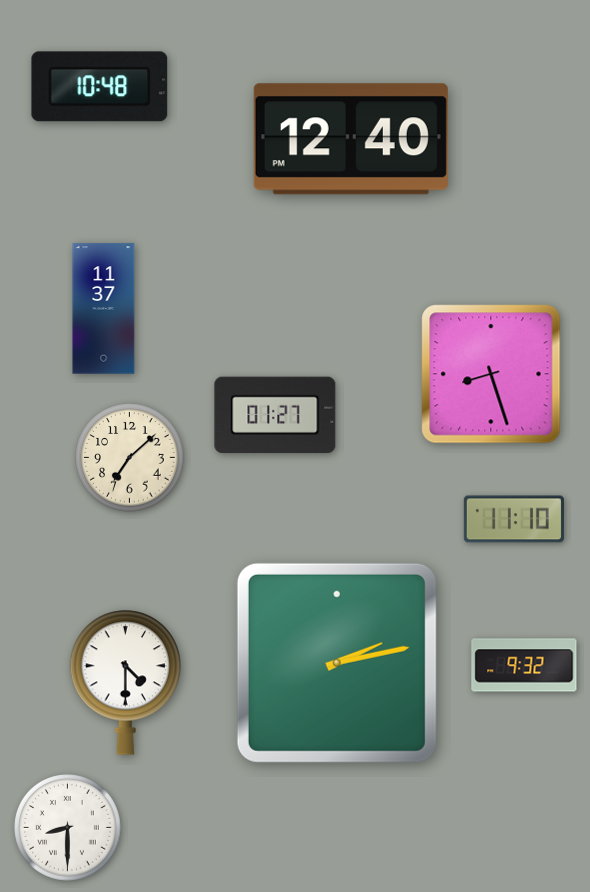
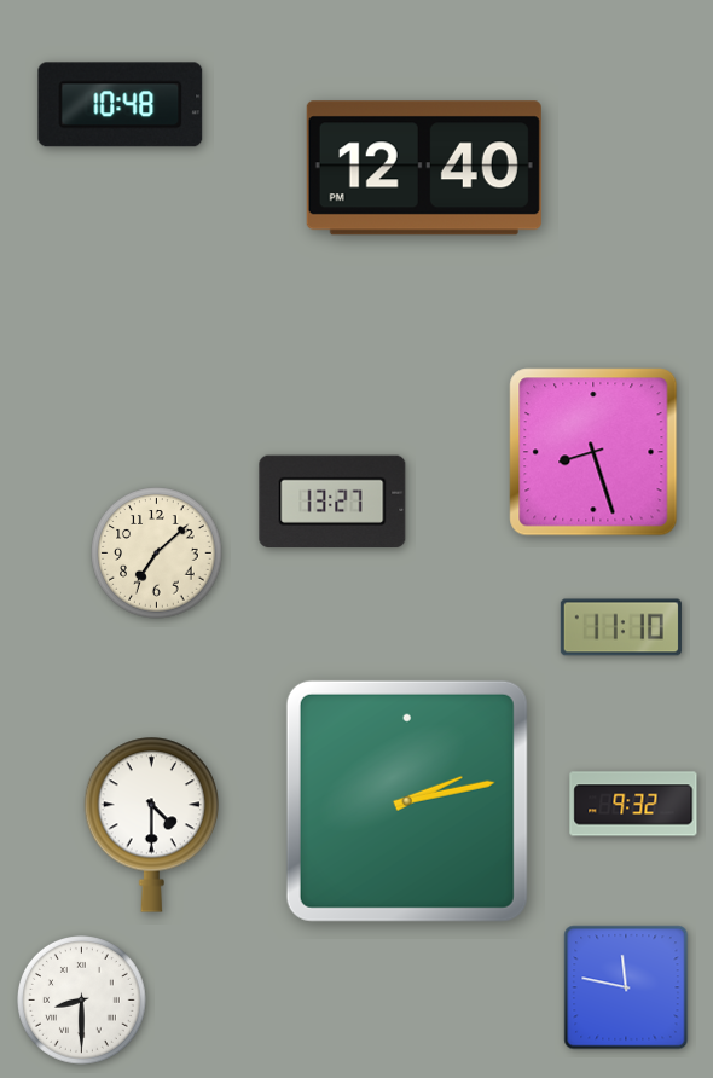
clock at (104, 309): 11:37 -> none
clock at (275, 415): 01:27 -> 13:27
clock at (626, 987): none -> 11:47
